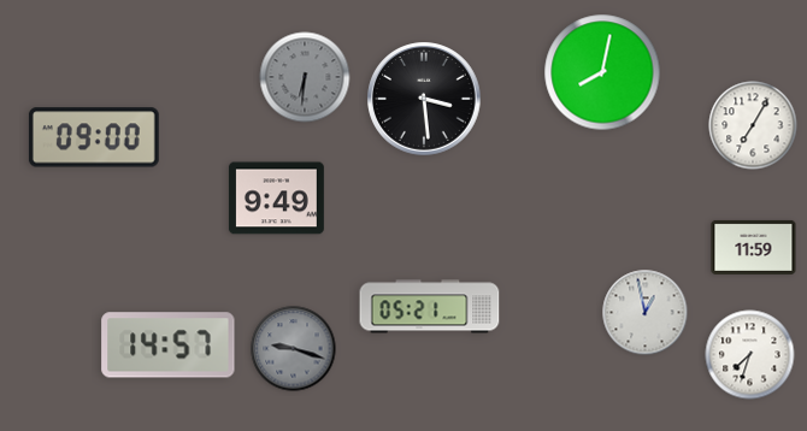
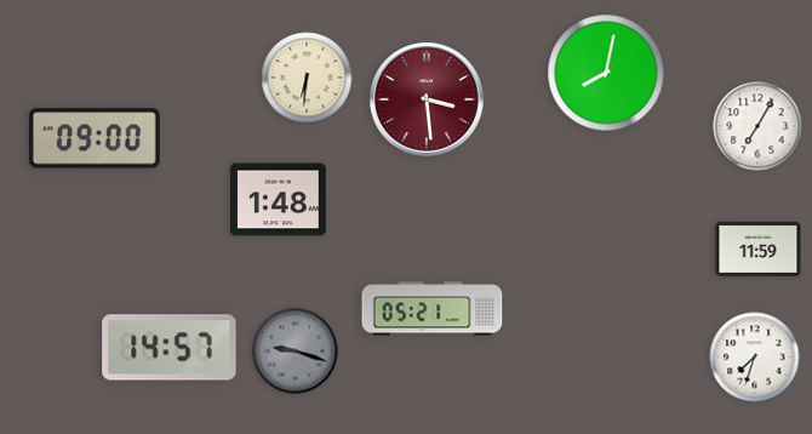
clock at (305, 77) dial: grey -> cream
clock at (424, 99) dial: black -> burgundy
clock at (276, 199): 9:49 -> 1:48
clock at (646, 313): 12:58 -> none
